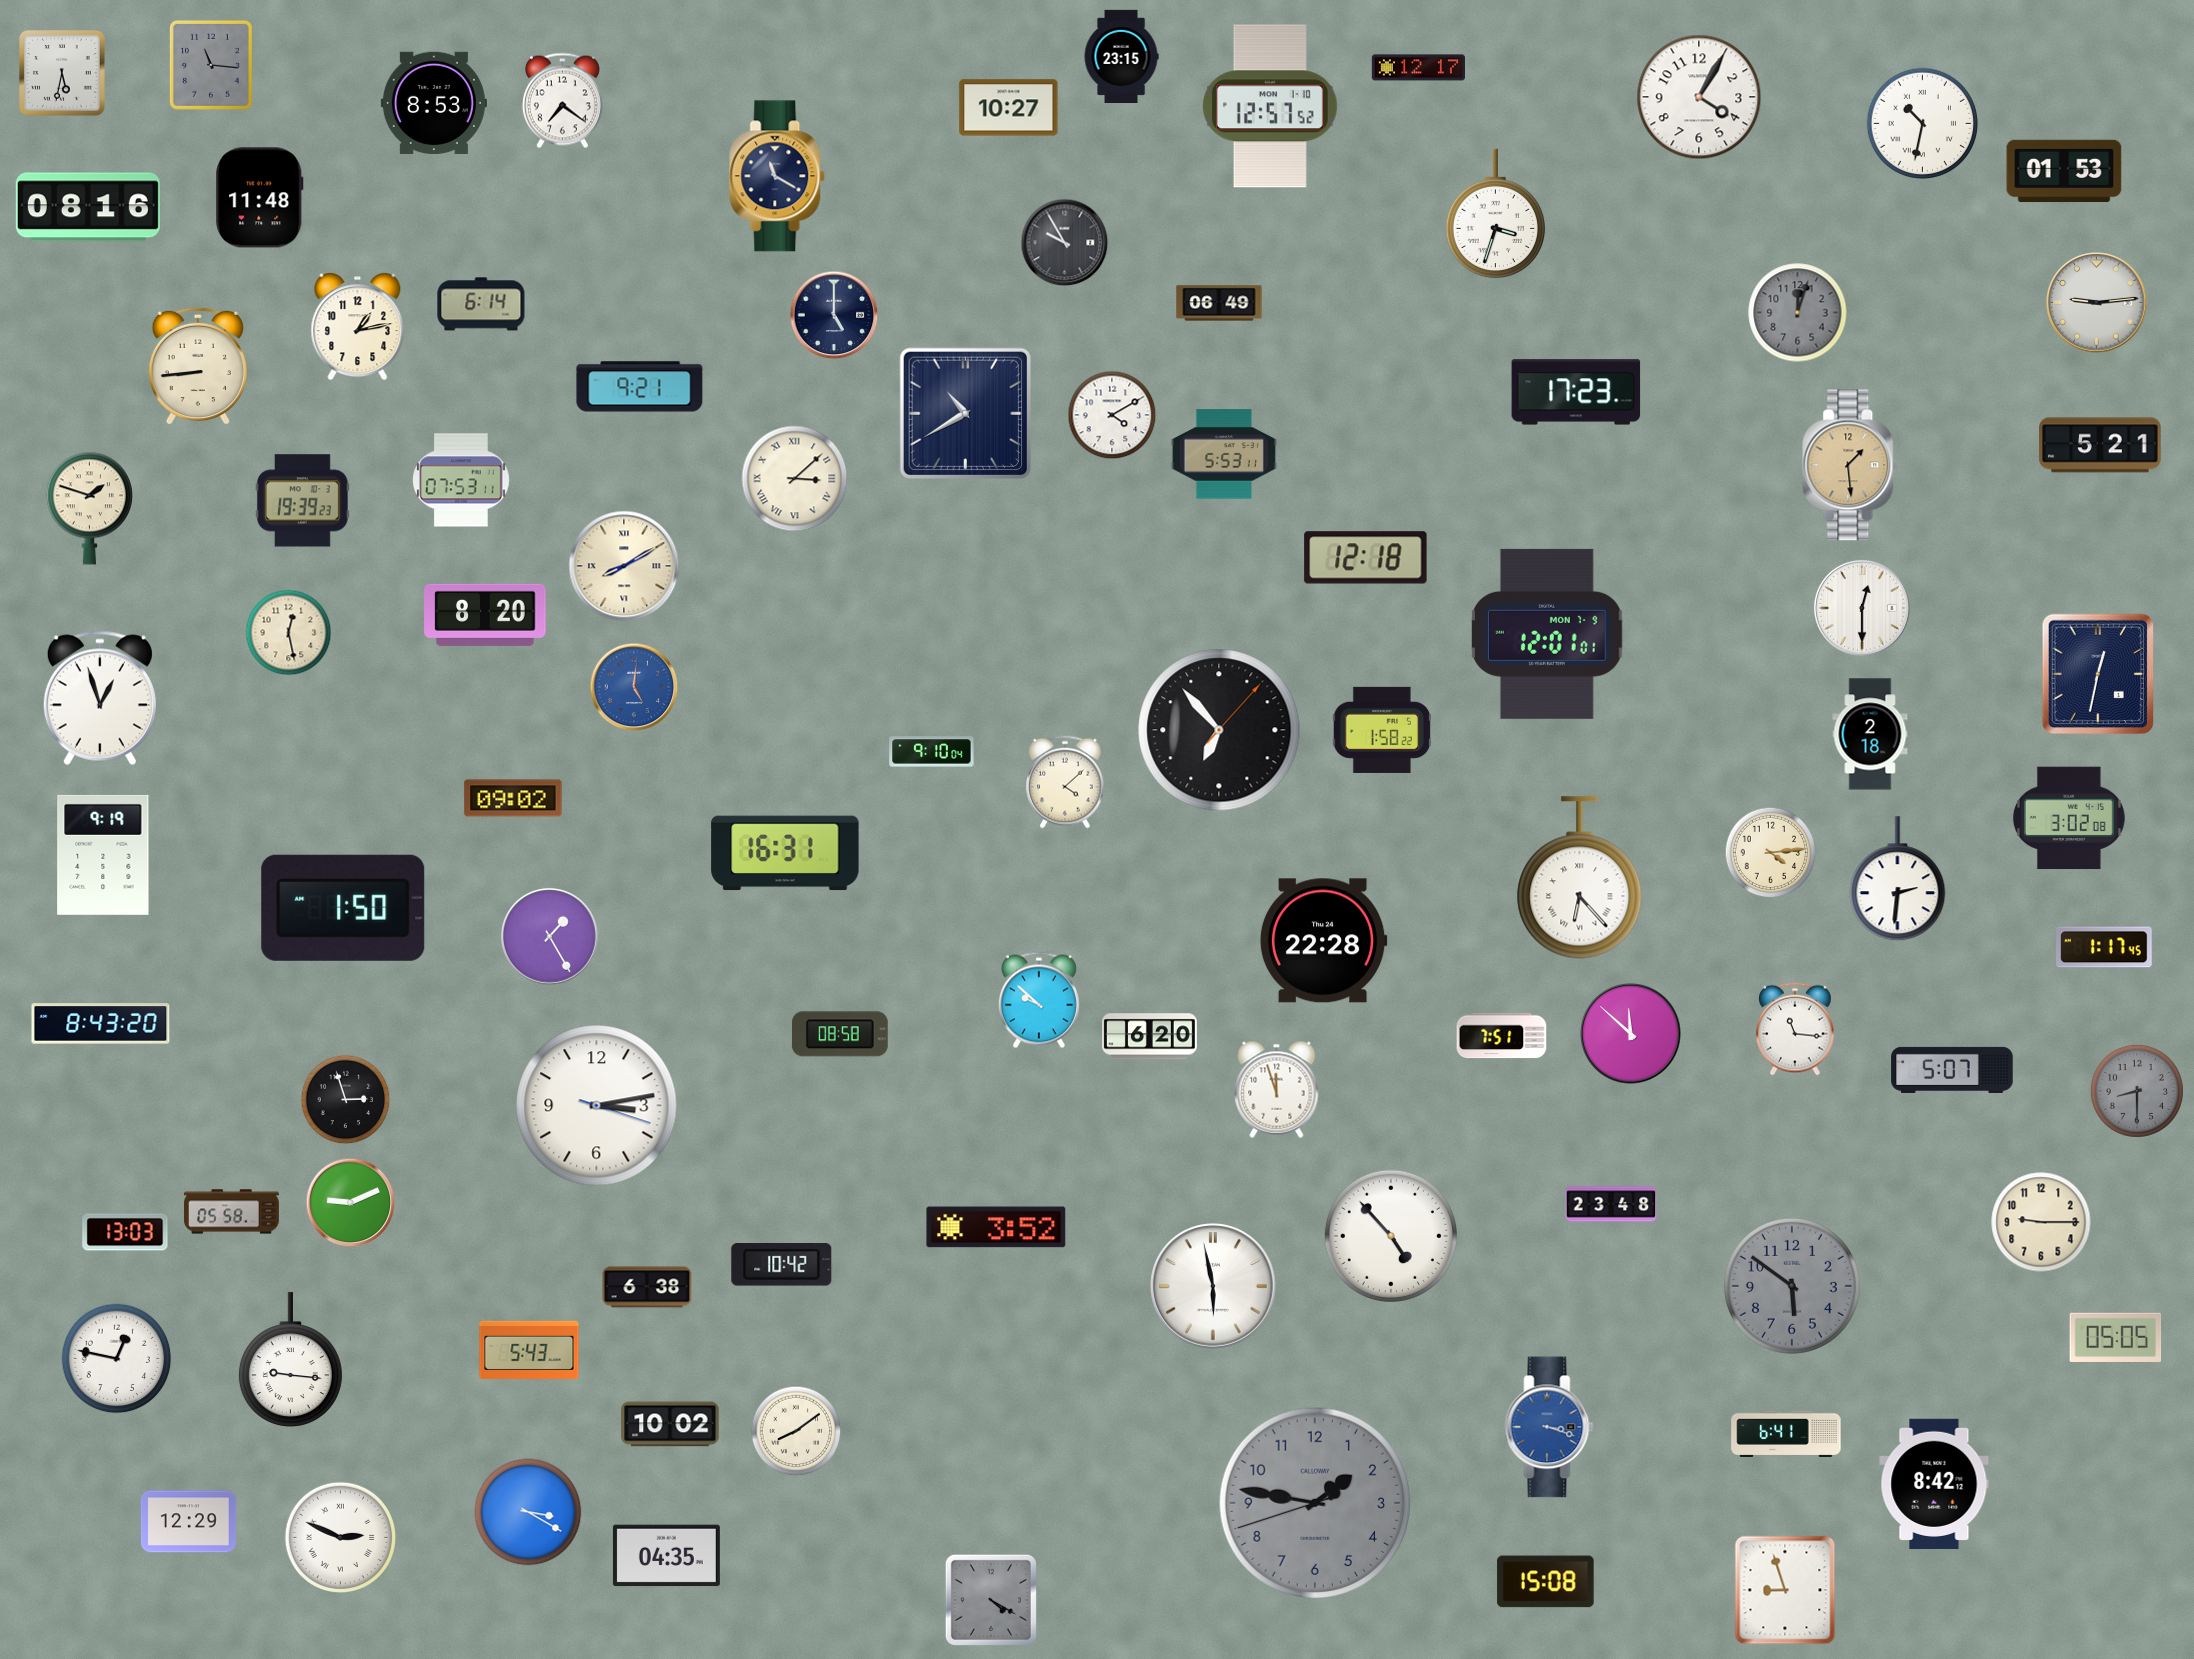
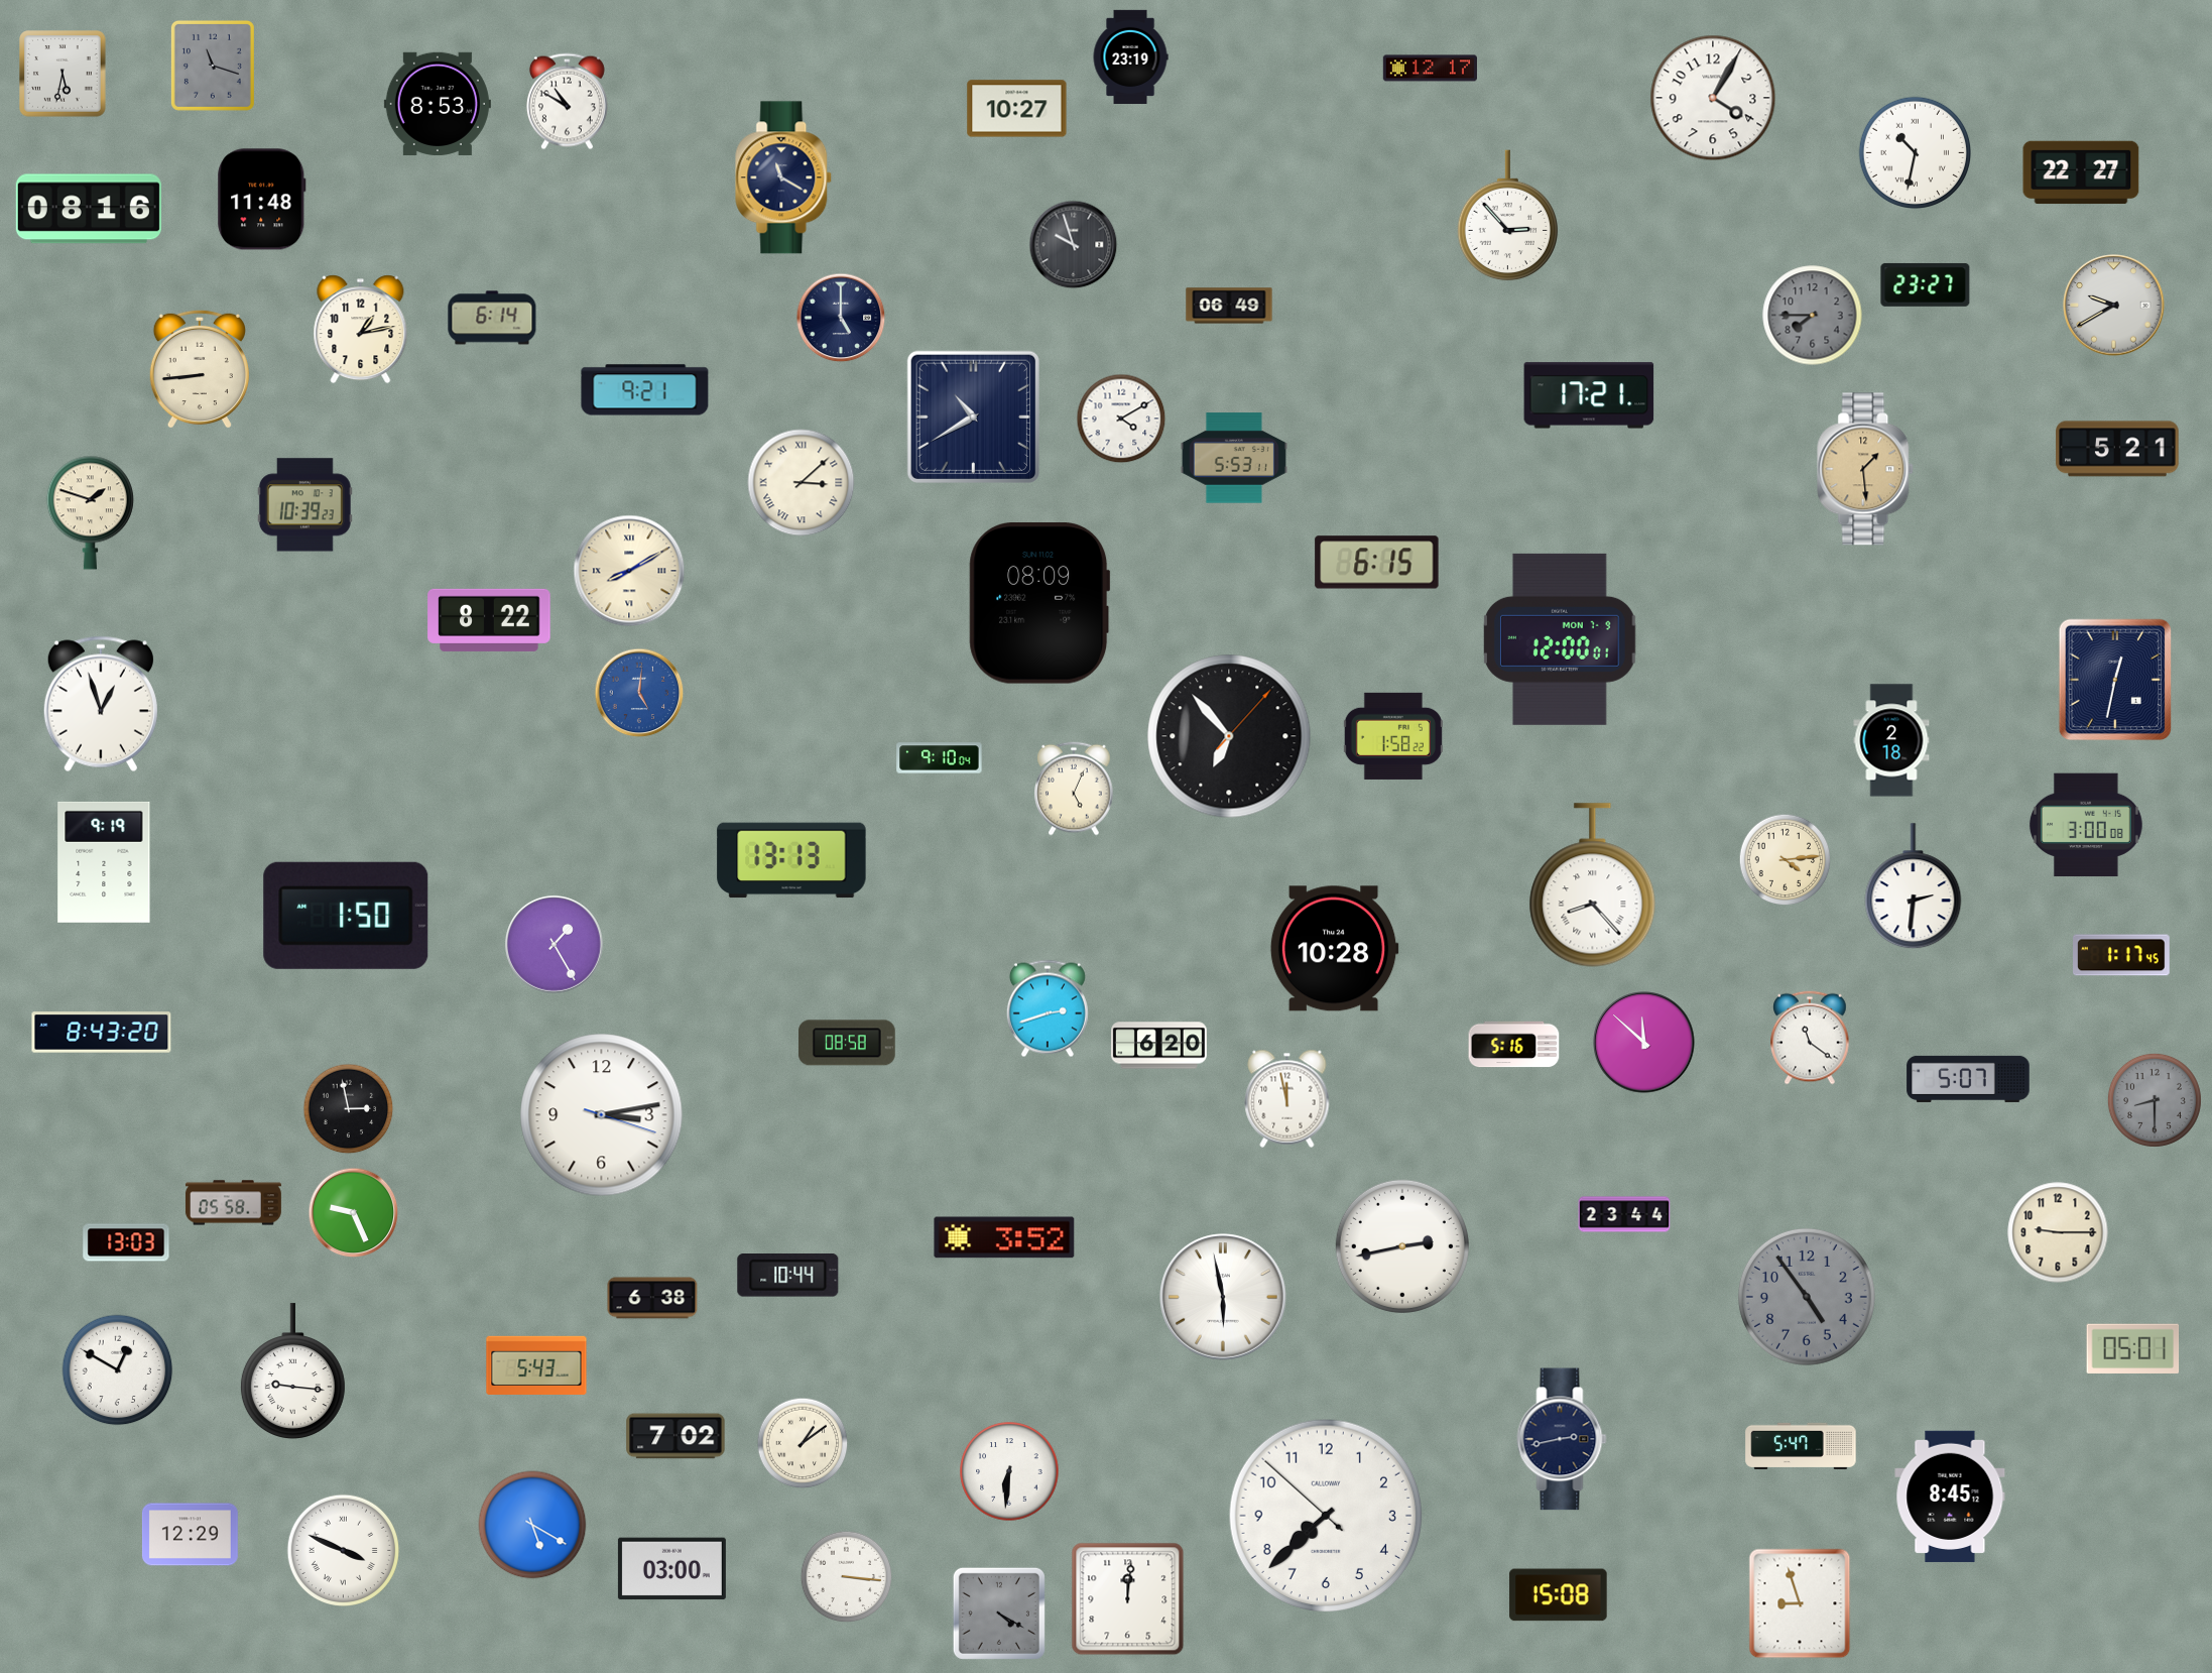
clock at (1121, 56): 23:15 -> 23:19
clock at (211, 65): 11:16 -> 11:18
clock at (562, 101): 7:21 -> 10:50
clock at (1270, 106): 12:57 -> none
clock at (1922, 123) position: (1922, 123) -> (1915, 152)
clock at (2064, 171): 01:53 -> 22:27
clock at (1496, 214): 3:33 -> 2:53
clock at (1065, 243): 9:55 -> 9:57
clock at (1926, 284): none -> 23:27
clock at (2097, 303): 9:14 -> 9:40
clock at (481, 304) position: (481, 304) -> (492, 318)
clock at (1798, 313): 12:03 -> 7:45
clock at (1576, 392): 17:23 -> 17:21
clock at (462, 480): 07:53 -> none
clock at (302, 501): 19:39 -> 10:39
clock at (1366, 558): 12:18 -> 6:15
clock at (1039, 604): none -> 08:09
clock at (1862, 608): 12:30 -> none
clock at (485, 615): 8:20 -> 8:22
clock at (289, 633): 12:28 -> none
clock at (1548, 634): 12:01 -> 12:00
clock at (1870, 734) position: (1870, 734) -> (1891, 740)
clock at (1065, 782): 4:08 -> 5:04
clock at (513, 798): 09:02 -> none
clock at (2069, 818): 3:02 -> 3:00
clock at (785, 853): 16:31 -> 13:13
clock at (1580, 878): 6:23 -> 8:23
clock at (1323, 941): 22:28 -> 10:28
clock at (1039, 1000): 9:52 -> 2:42
clock at (1795, 1029): 11:16 -> 11:21
clock at (1502, 1036): 7:51 -> 5:16
clock at (1277, 1089): 11:57 -> 11:58
clock at (346, 1100): 2:57 -> 2:58
clock at (351, 1203): 9:11 -> 9:26
clock at (1611, 1204): 23:48 -> 23:44
clock at (231, 1212) position: (231, 1212) -> (233, 1203)
clock at (1391, 1236): 4:53 -> 2:43
clock at (782, 1265): 10:42 -> 10:44
clock at (1792, 1286): 5:51 -> 4:54
clock at (2116, 1337): 05:05 -> 05:01
clock at (529, 1349) position: (529, 1349) -> (536, 1364)
clock at (117, 1359): 12:47 -> 12:50
clock at (670, 1424): 10:02 -> 7:02
clock at (1549, 1427): 3:18 -> 2:43
clock at (1549, 1427) dial: blue -> navy
clock at (796, 1431): 8:09 -> 1:09
clock at (1786, 1433): 6:41 -> 5:47
clock at (1009, 1471): none -> 6:31
clock at (1934, 1483): 8:42 -> 8:45
clock at (1315, 1503): 1:46 -> 7:37
clock at (1315, 1503) dial: grey -> white
clock at (528, 1512): 3:20 -> 5:20
clock at (340, 1537): 2:49 -> 3:49
clock at (666, 1556): 04:35 -> 03:00
clock at (847, 1577): none -> 3:16
clock at (1128, 1599): none -> 12:01
